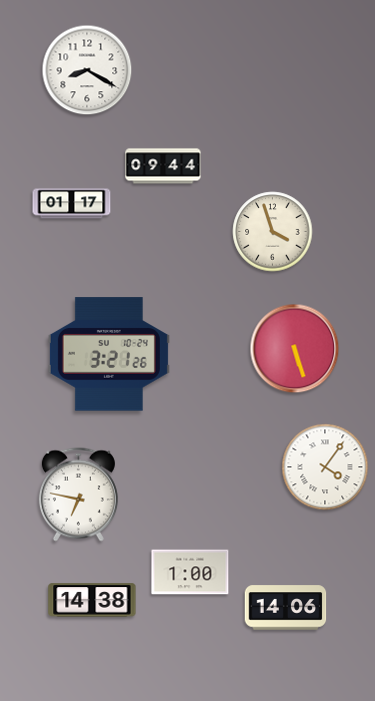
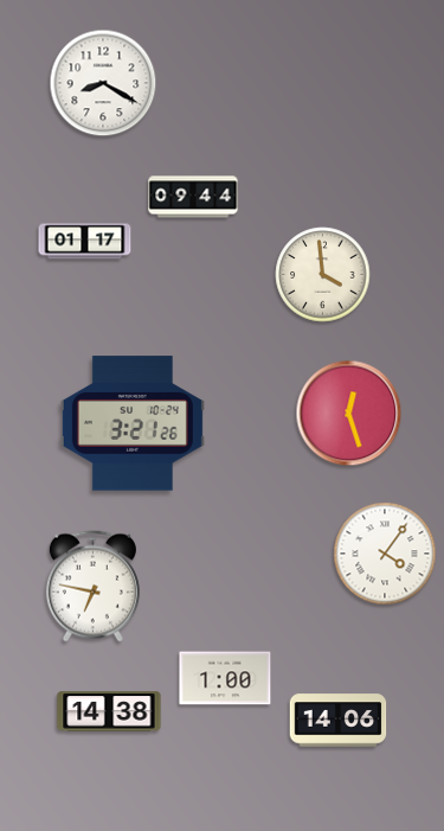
clock at (273, 232): 3:57 -> 3:59
clock at (295, 349): 5:27 -> 12:27
clock at (109, 354) position: (109, 354) -> (133, 423)
